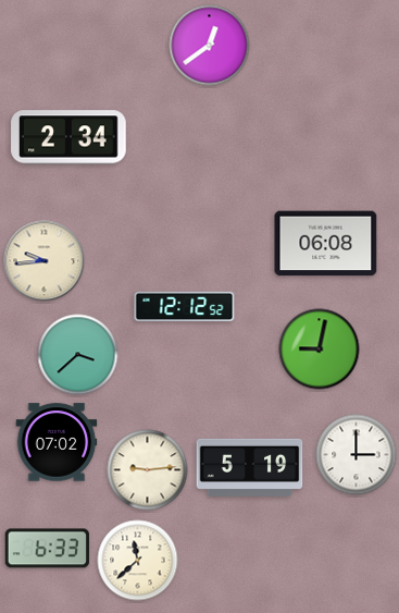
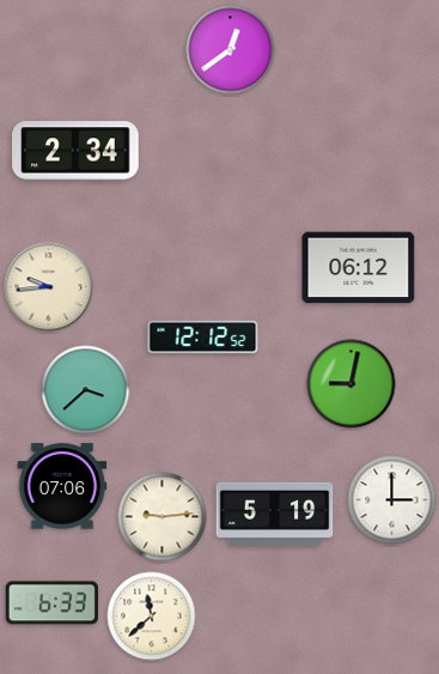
clock at (326, 244): 06:08 -> 06:12
clock at (57, 442): 07:02 -> 07:06
